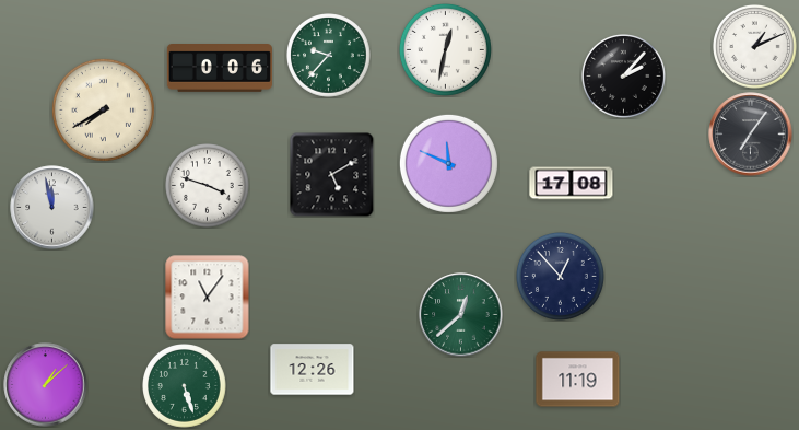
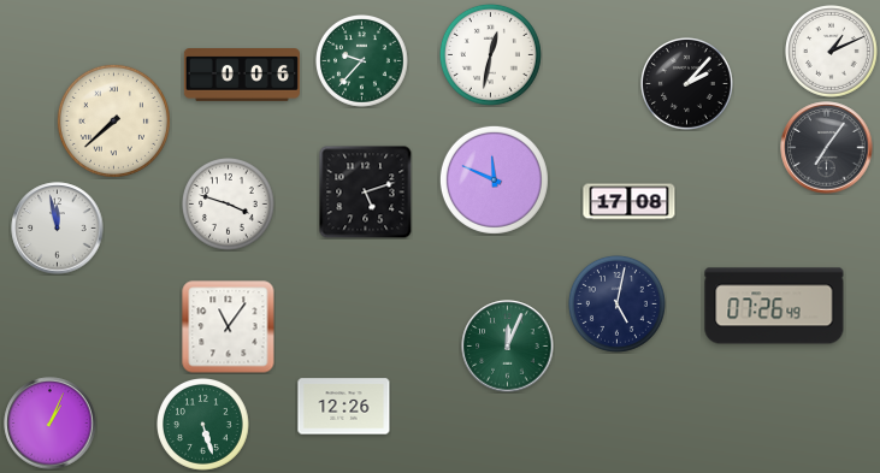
clock at (103, 109): 7:40 -> 7:38
clock at (331, 174): 5:10 -> 5:12
clock at (560, 276): 12:53 -> 5:02
clock at (774, 306): none -> 07:26
clock at (461, 315): 12:38 -> 12:04
clock at (578, 380): 11:19 -> none
clock at (46, 385): 1:08 -> 1:04
